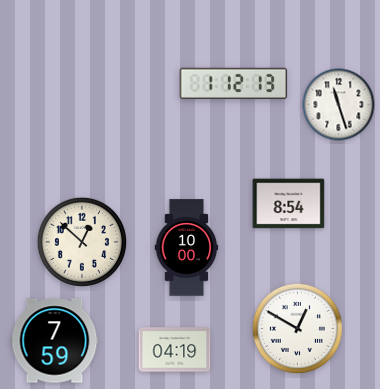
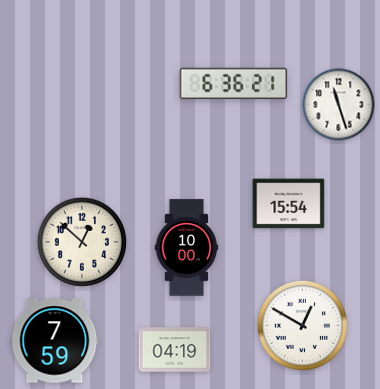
clock at (234, 84): 1:12 -> 6:36
clock at (289, 204): 8:54 -> 15:54
clock at (297, 328) position: (297, 328) -> (302, 325)
